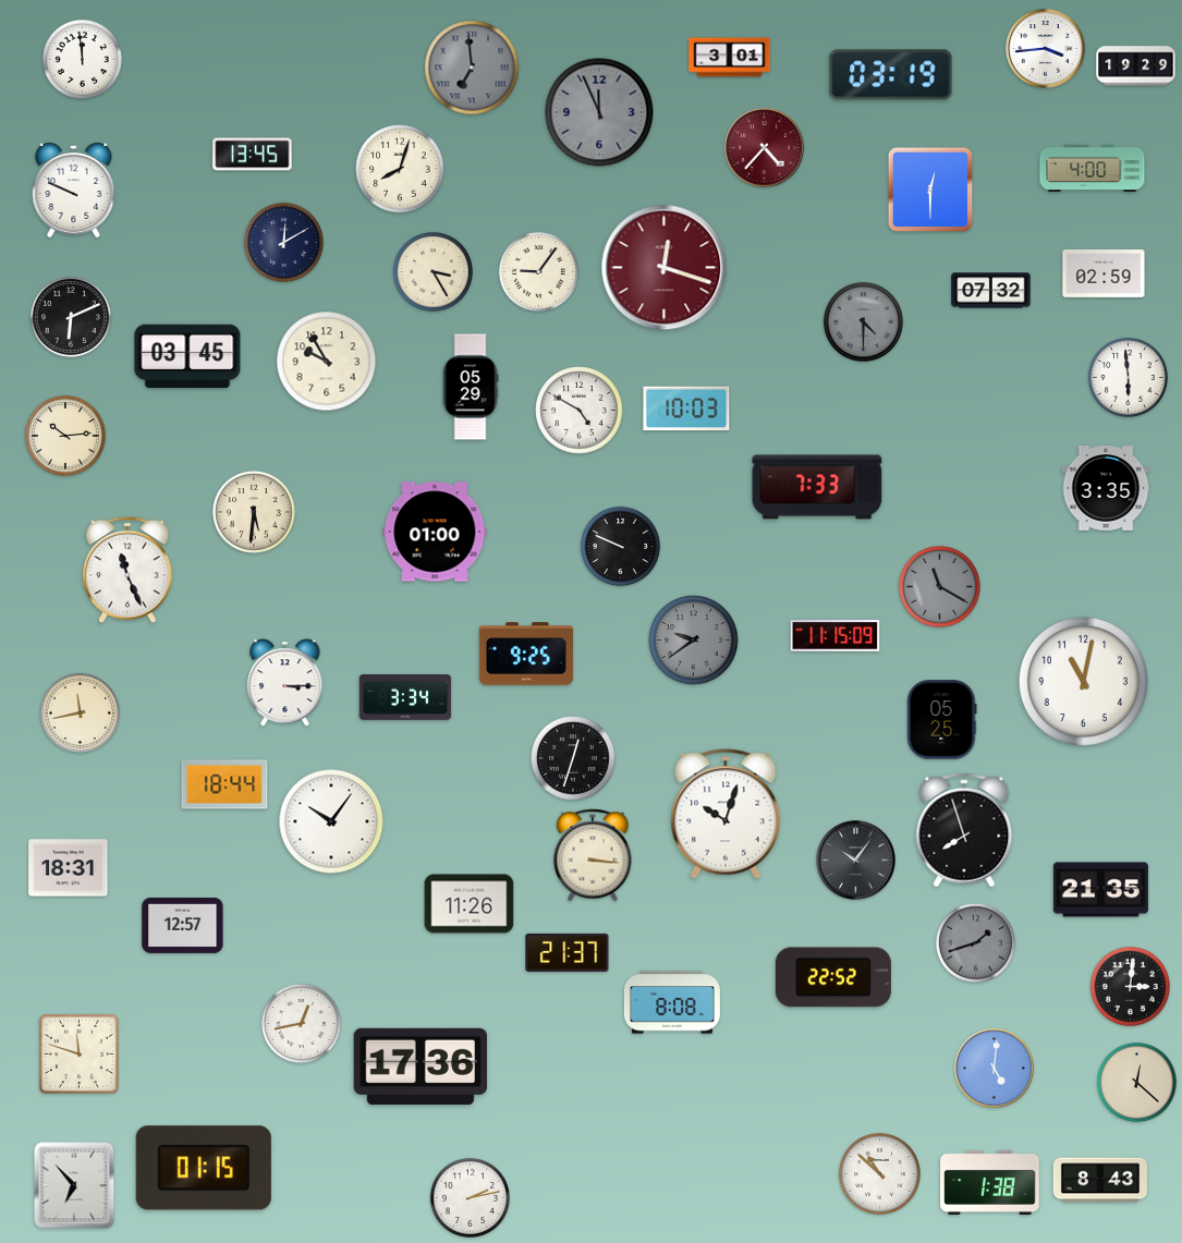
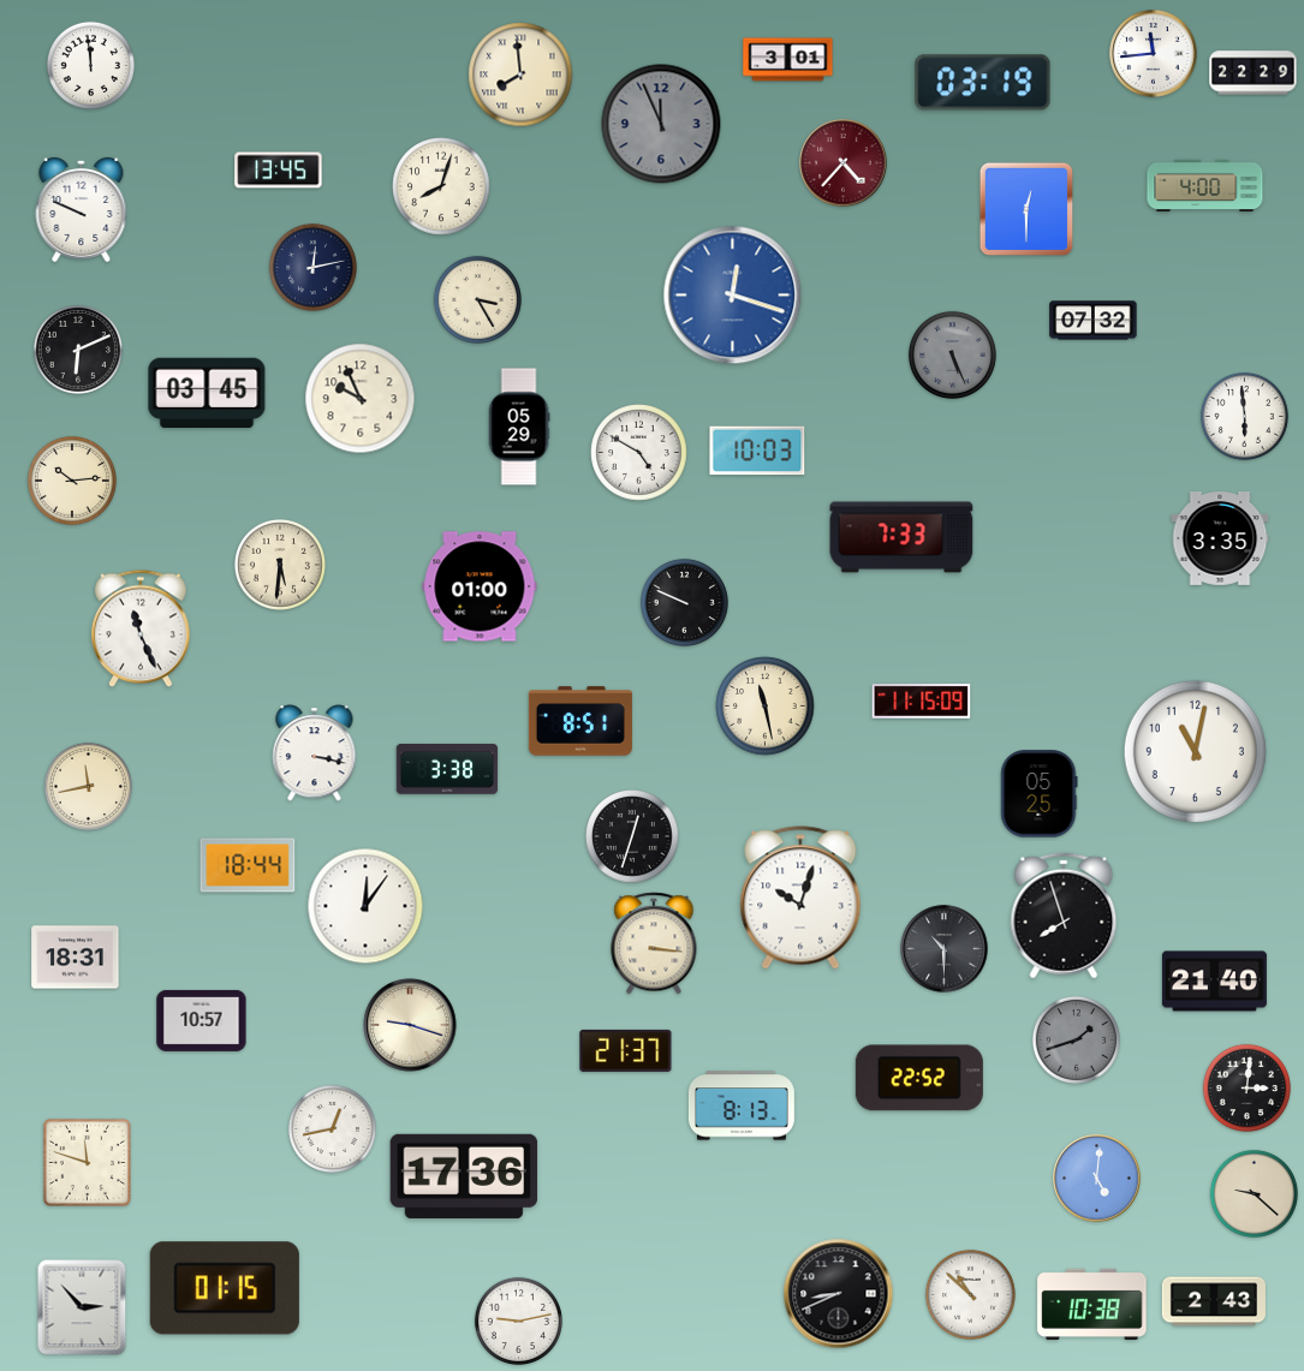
clock at (1046, 49): 3:44 -> 11:44
clock at (730, 58) position: (730, 58) -> (788, 60)
clock at (1136, 66): 19:29 -> 22:29
clock at (472, 68): 6:59 -> 7:59
clock at (472, 68) dial: grey -> cream
clock at (283, 242): 12:10 -> 12:13
clock at (665, 268) dial: burgundy -> blue
clock at (538, 271): 9:06 -> none
clock at (1104, 275): 02:59 -> none
clock at (863, 321): 4:30 -> 5:26
clock at (327, 362): 9:55 -> 9:56
clock at (939, 586): 11:20 -> none
clock at (694, 641): 9:39 -> 11:28
clock at (694, 641) dial: grey -> cream
clock at (526, 654): 9:25 -> 8:51
clock at (285, 683): 3:15 -> 3:17
clock at (405, 697): 3:34 -> 3:38
clock at (331, 821): 10:06 -> 12:06
clock at (856, 861): 10:06 -> 10:30
clock at (1100, 890): 21:35 -> 21:40
clock at (470, 904): 11:26 -> none
clock at (183, 925): 12:57 -> 10:57
clock at (410, 1025): none -> 9:18
clock at (672, 1002): 8:08 -> 8:13
clock at (1136, 1082): 12:22 -> 9:22
clock at (839, 1294): none -> 8:41
clock at (1100, 1180): 8:43 -> 2:43
clock at (990, 1182): 1:38 -> 10:38
clock at (74, 1185): 6:53 -> 2:53
clock at (470, 1197): 2:13 -> 9:13
